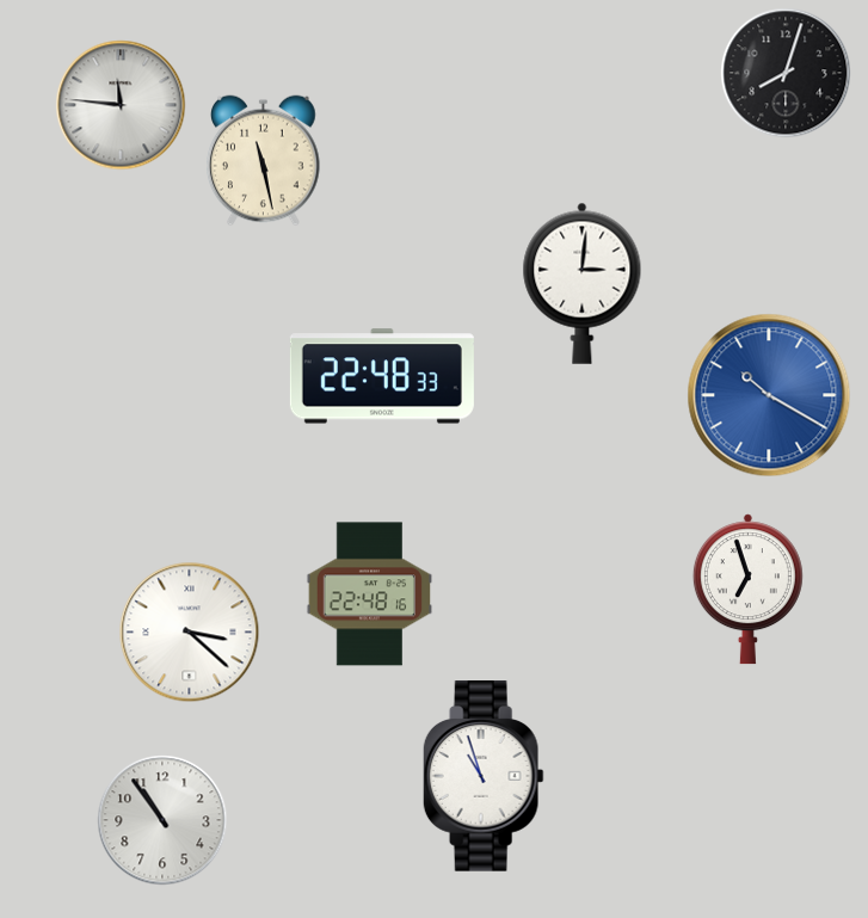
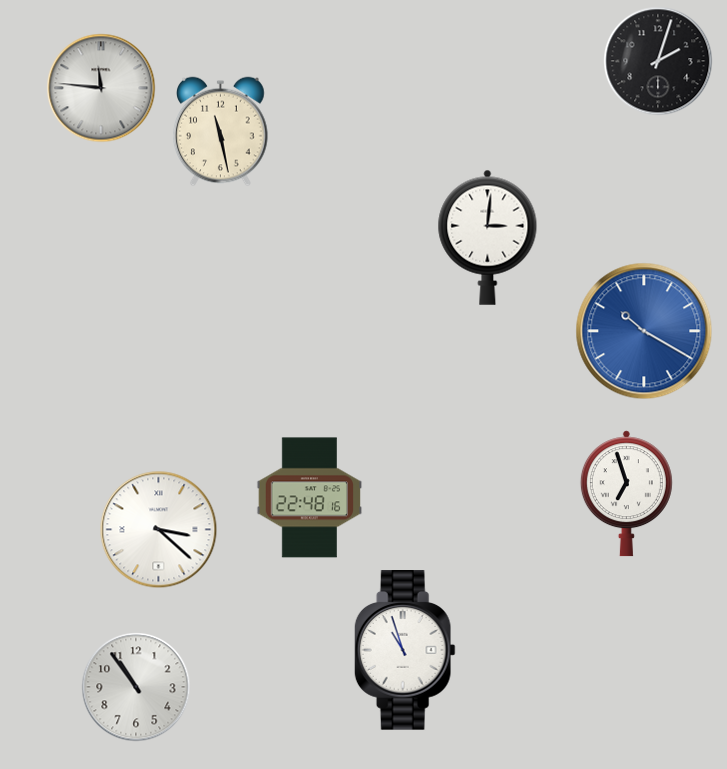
clock at (786, 73): 8:03 -> 2:03
clock at (264, 161) position: (264, 161) -> (221, 132)
clock at (382, 376): 22:48 -> none
